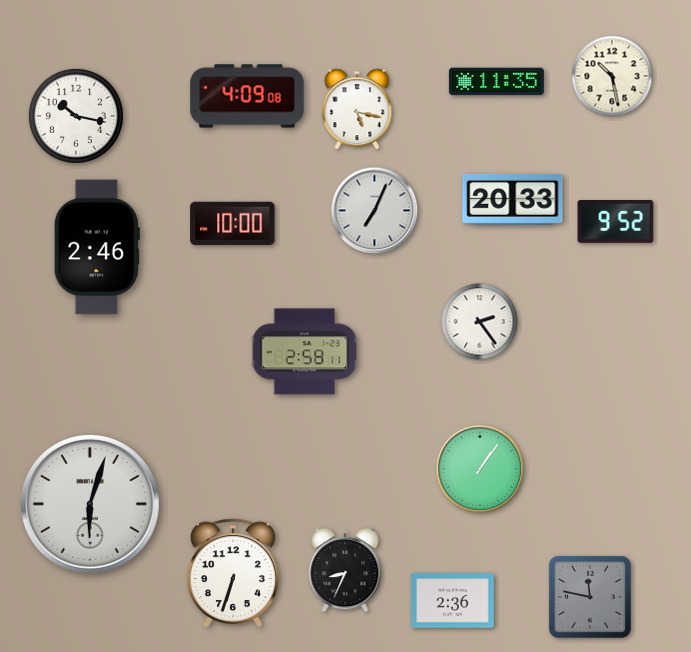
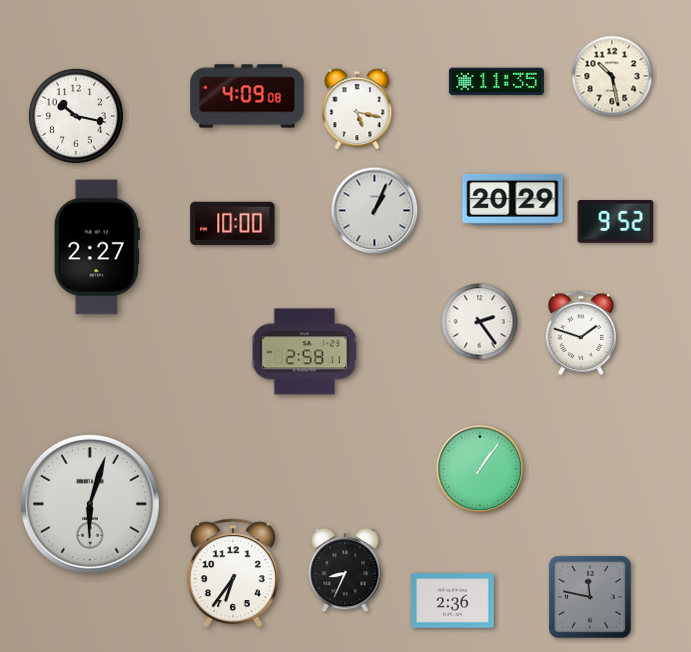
clock at (513, 199): 20:33 -> 20:29
clock at (375, 211): 7:04 -> 1:04
clock at (97, 247): 2:46 -> 2:27
clock at (581, 332): none -> 1:48
clock at (233, 573): 6:33 -> 6:36
